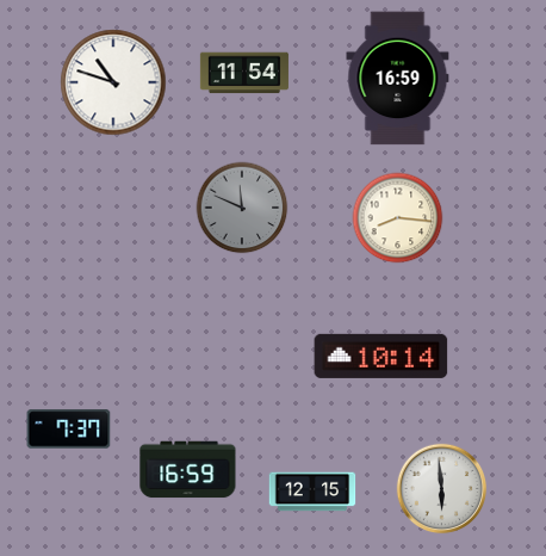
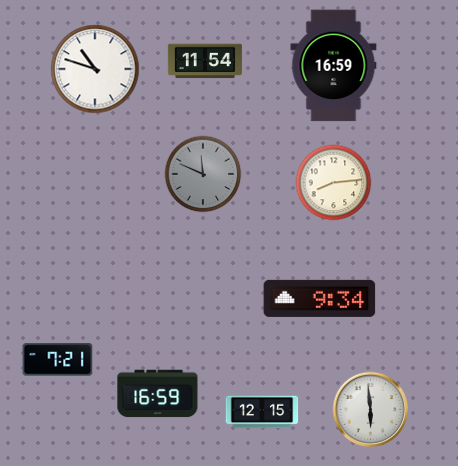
clock at (398, 218): 8:16 -> 8:14
clock at (381, 356): 10:14 -> 9:34
clock at (69, 430): 7:37 -> 7:21
